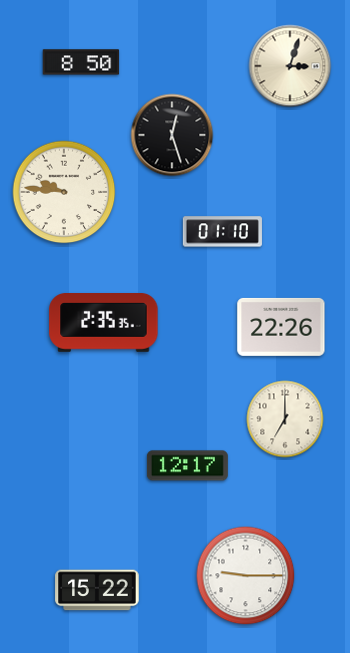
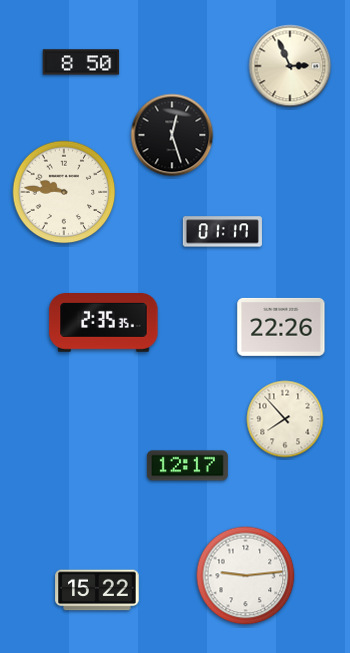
clock at (290, 66): 3:03 -> 2:56
clock at (222, 232): 01:10 -> 01:17
clock at (285, 419): 7:00 -> 7:53
clock at (246, 576): 9:15 -> 9:14
